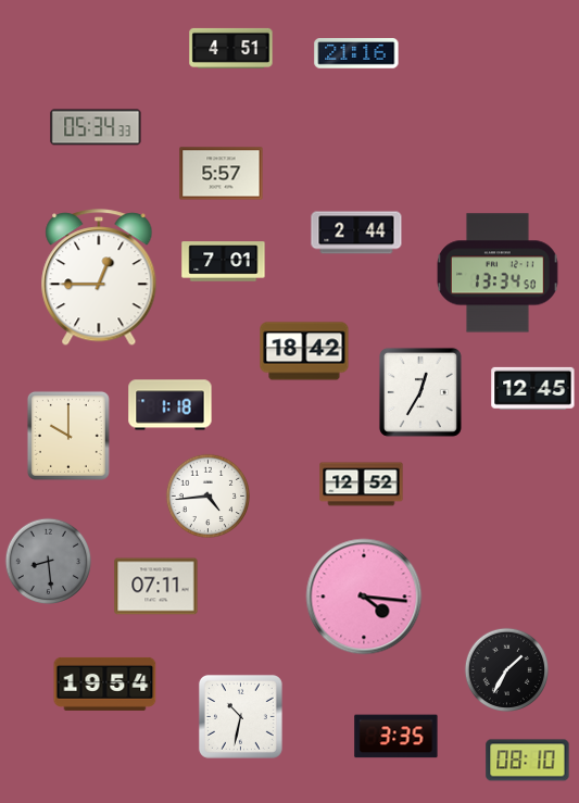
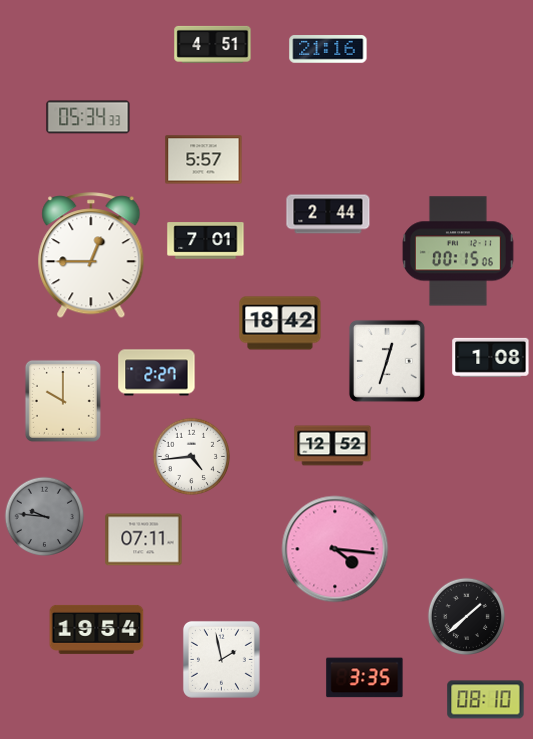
clock at (499, 273): 13:34 -> 00:15
clock at (533, 388): 12:45 -> 1:08
clock at (420, 392): 12:35 -> 12:33
clock at (171, 405): 1:18 -> 2:27
clock at (48, 561): 8:29 -> 9:46
clock at (506, 669): 1:35 -> 1:38
clock at (240, 716): 10:32 -> 1:58
